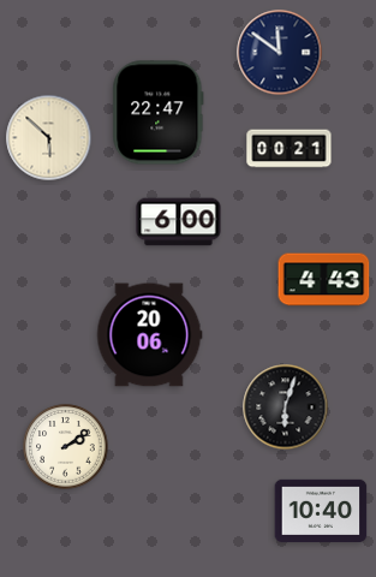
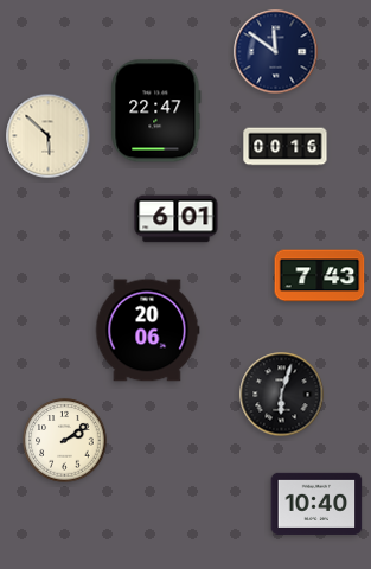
clock at (290, 149): 00:21 -> 00:16
clock at (179, 222): 6:00 -> 6:01
clock at (324, 280): 4:43 -> 7:43
clock at (286, 408) position: (286, 408) -> (282, 395)
